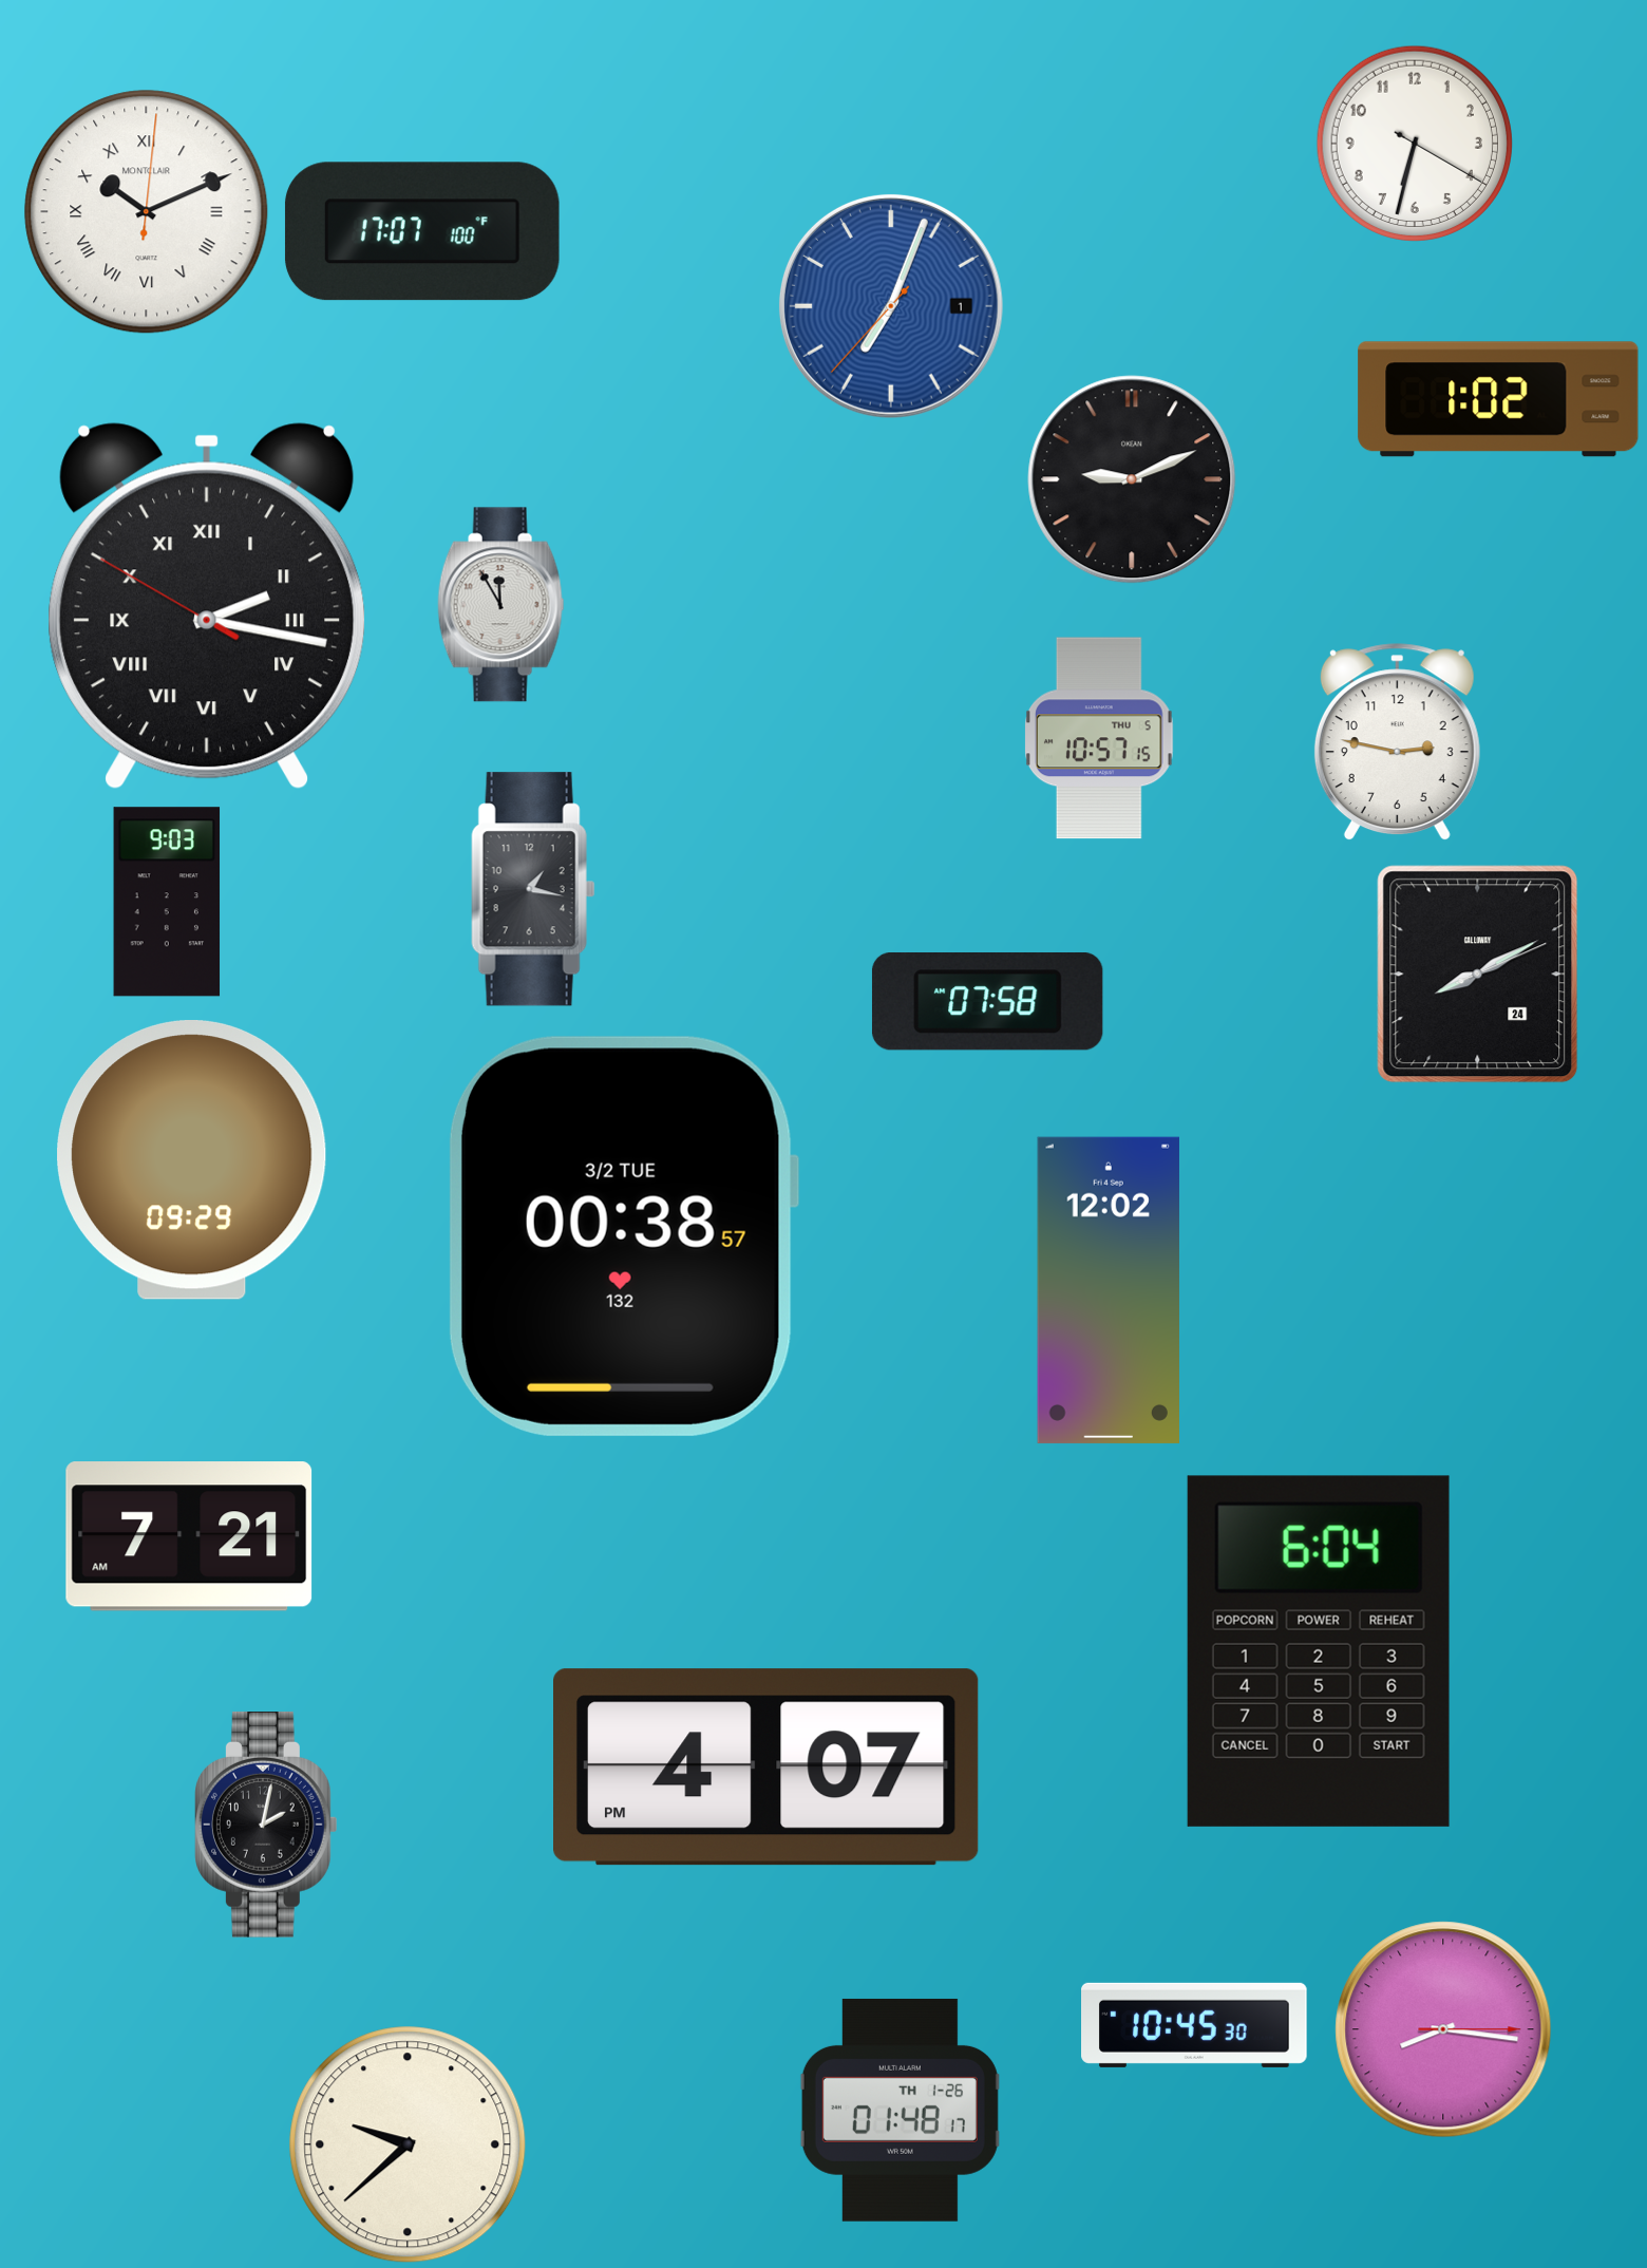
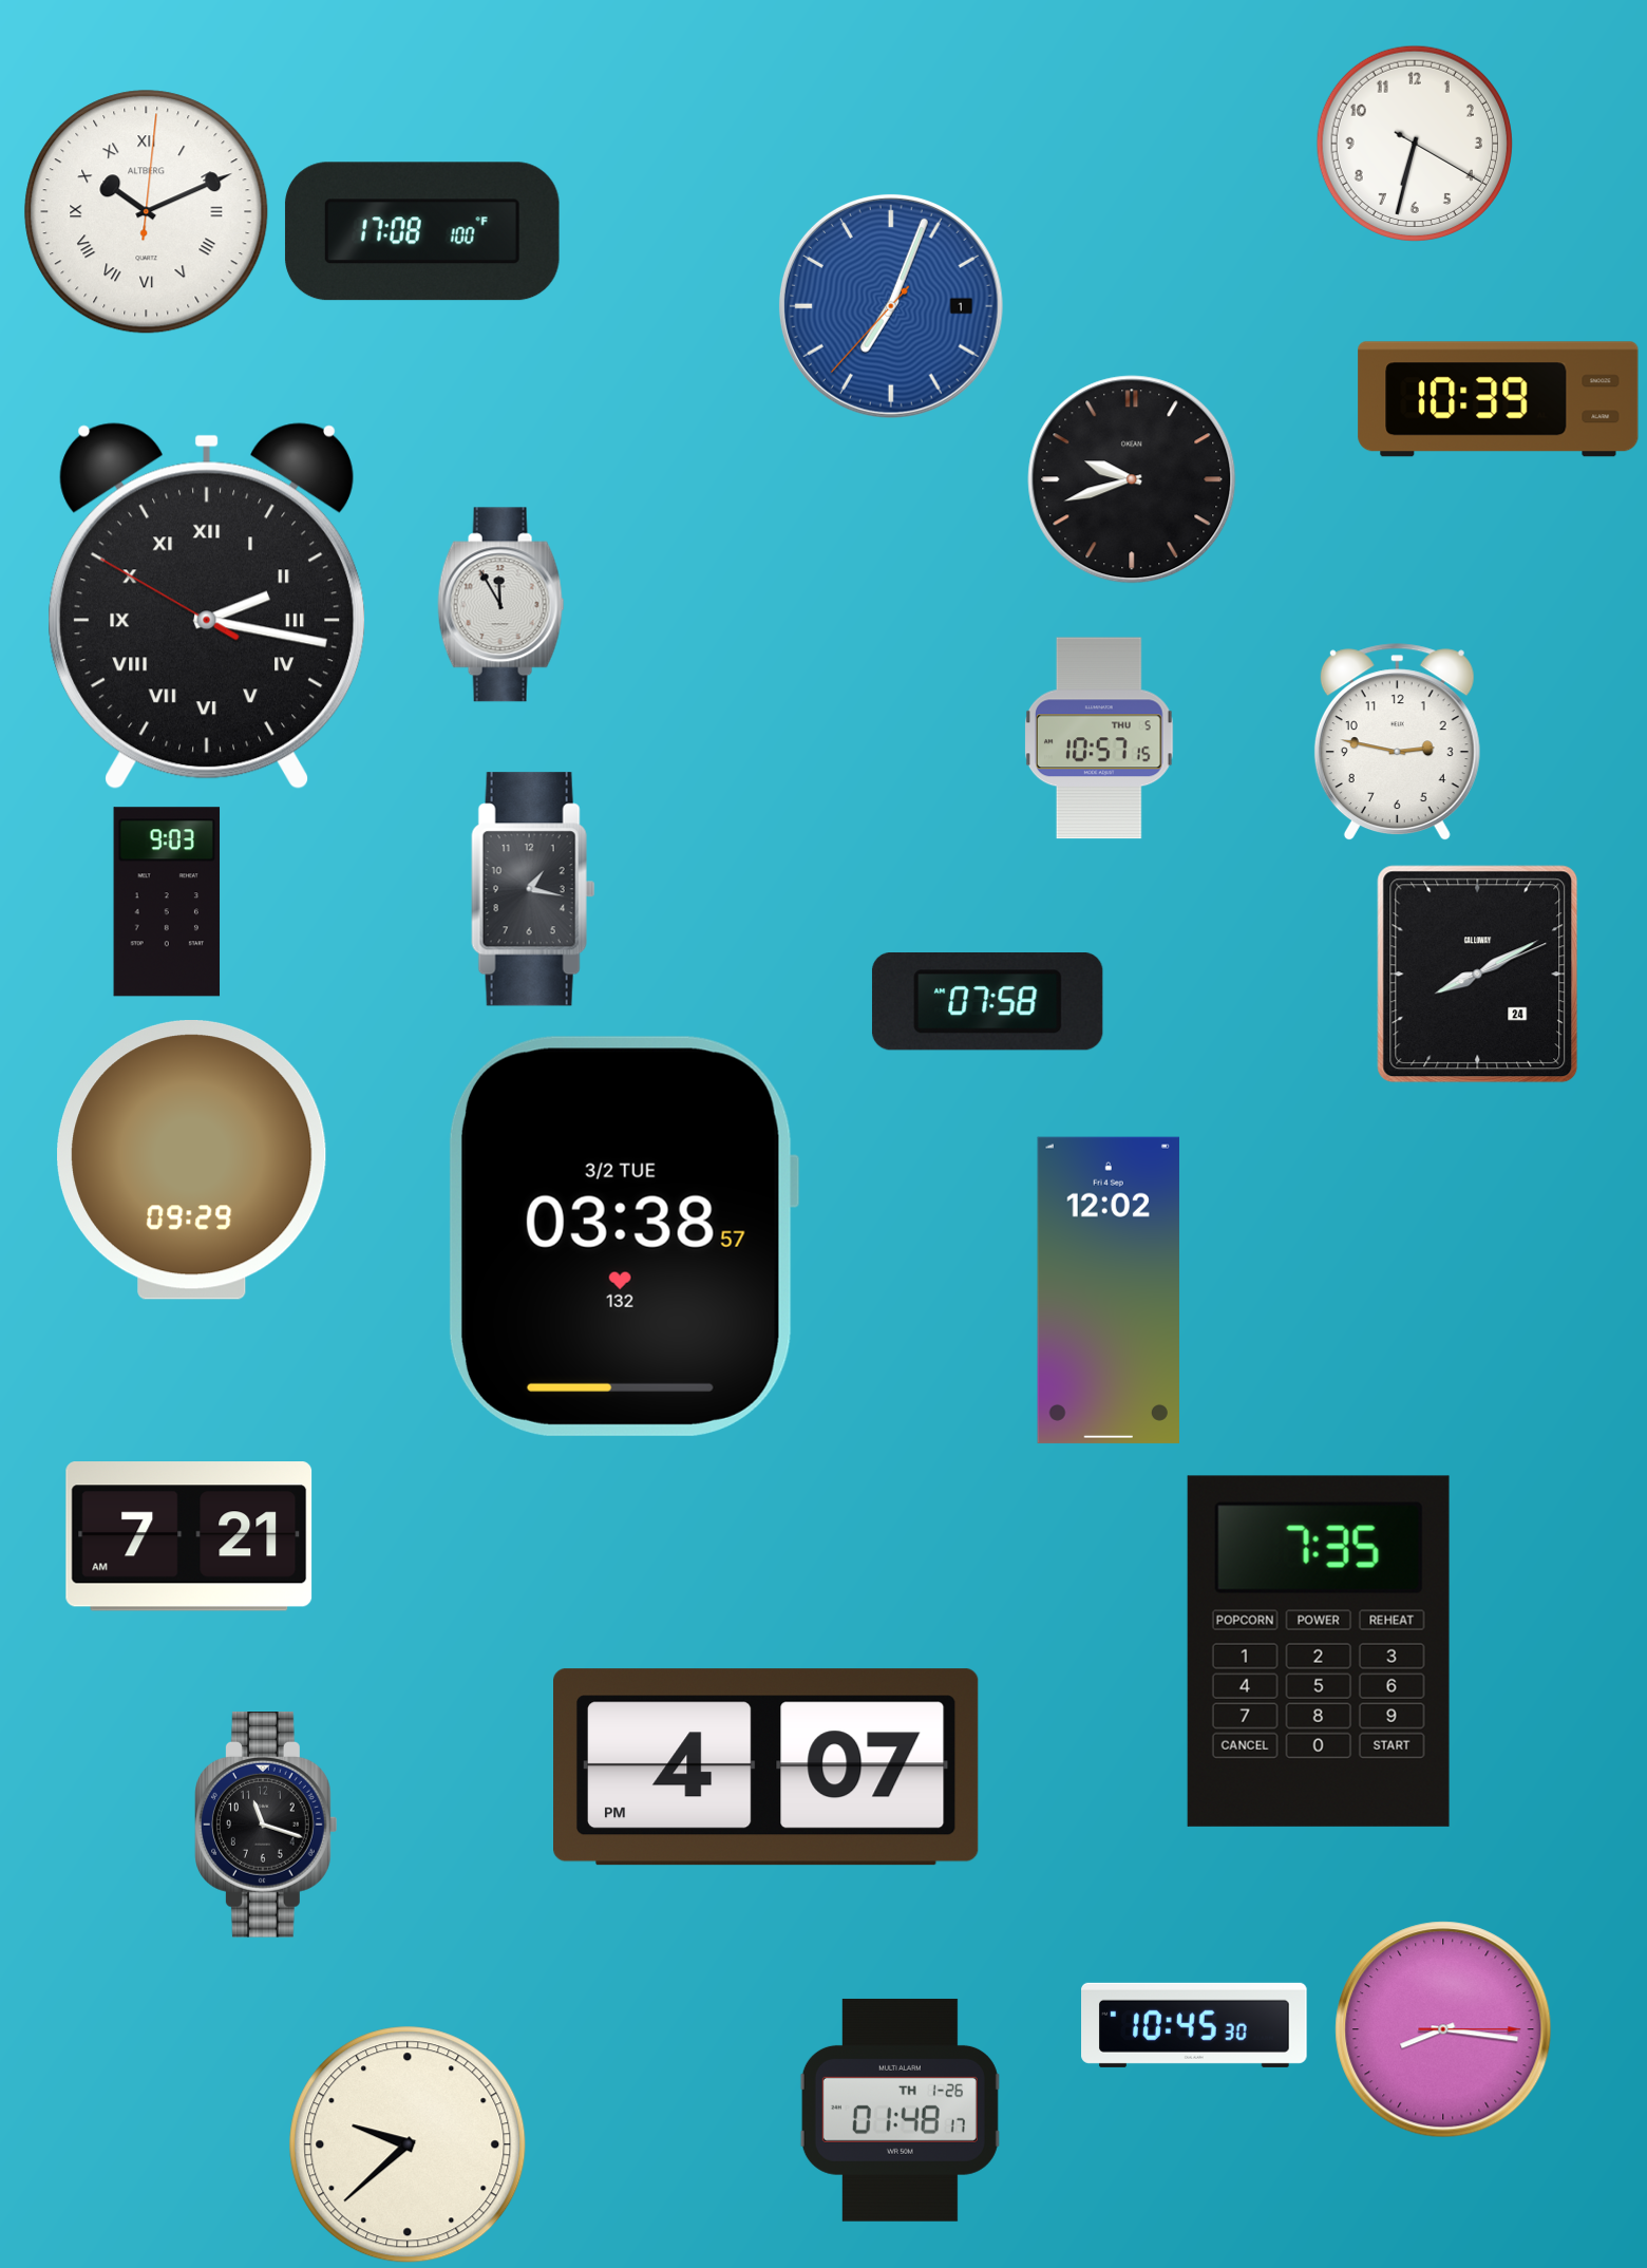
clock at (147, 212) brand: MONTCLAIR -> ALTBERG
clock at (422, 231): 17:07 -> 17:08
clock at (1498, 399): 1:02 -> 10:39
clock at (1132, 479): 9:11 -> 9:42
clock at (623, 1236): 00:38 -> 03:38
clock at (1319, 1651): 6:04 -> 7:35
clock at (267, 1826): 2:02 -> 11:18
